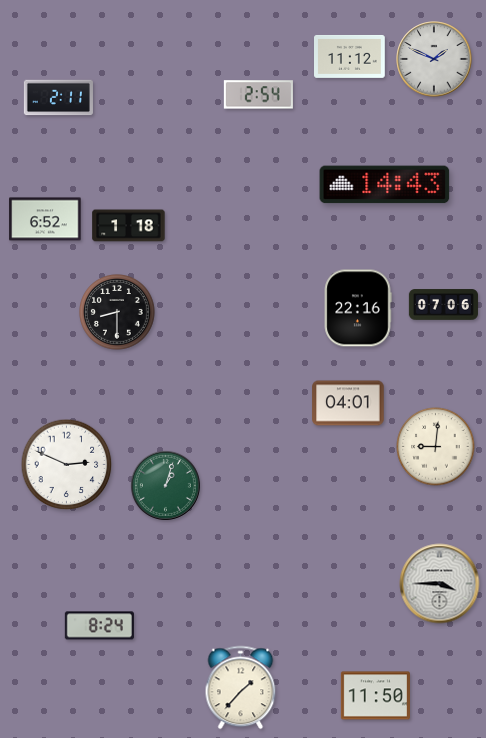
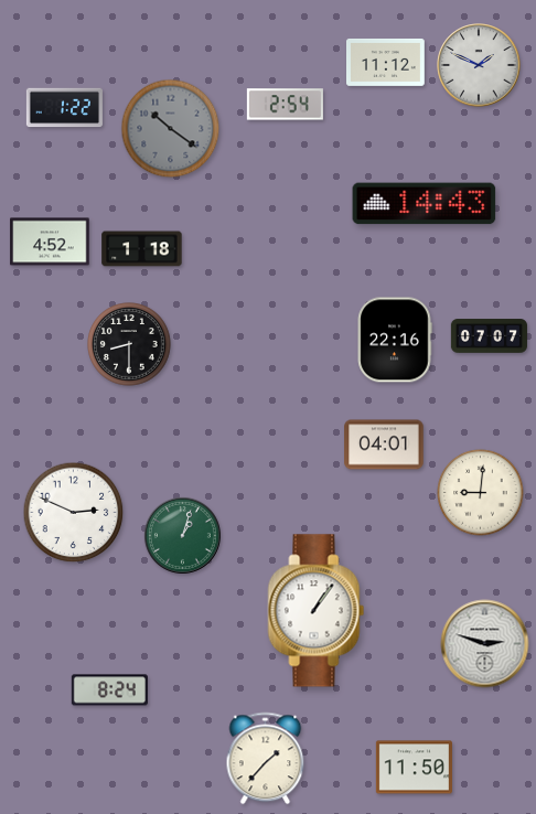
clock at (58, 98): 2:11 -> 1:22
clock at (171, 129): none -> 10:21
clock at (45, 219): 6:52 -> 4:52
clock at (443, 305): 07:06 -> 07:07
clock at (317, 611): none -> 1:06
clock at (440, 584): 3:45 -> 2:48
